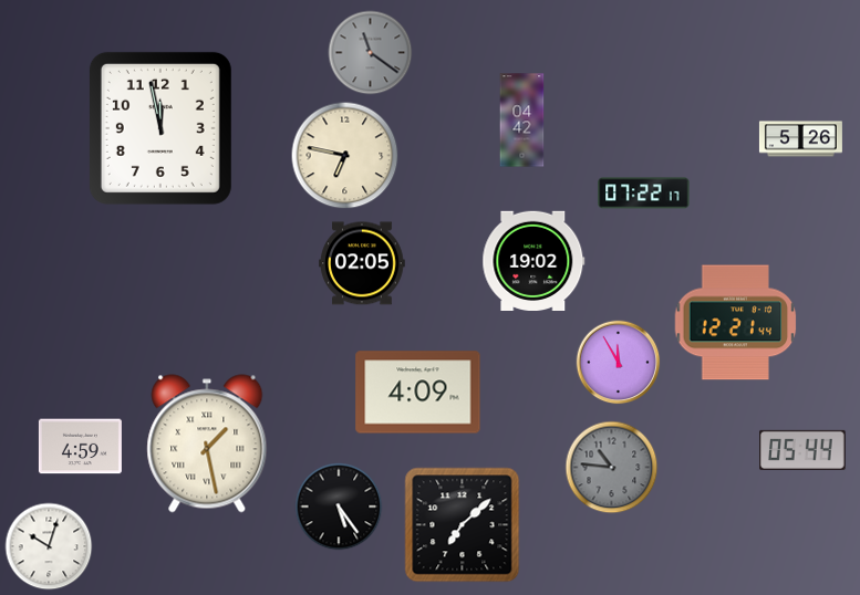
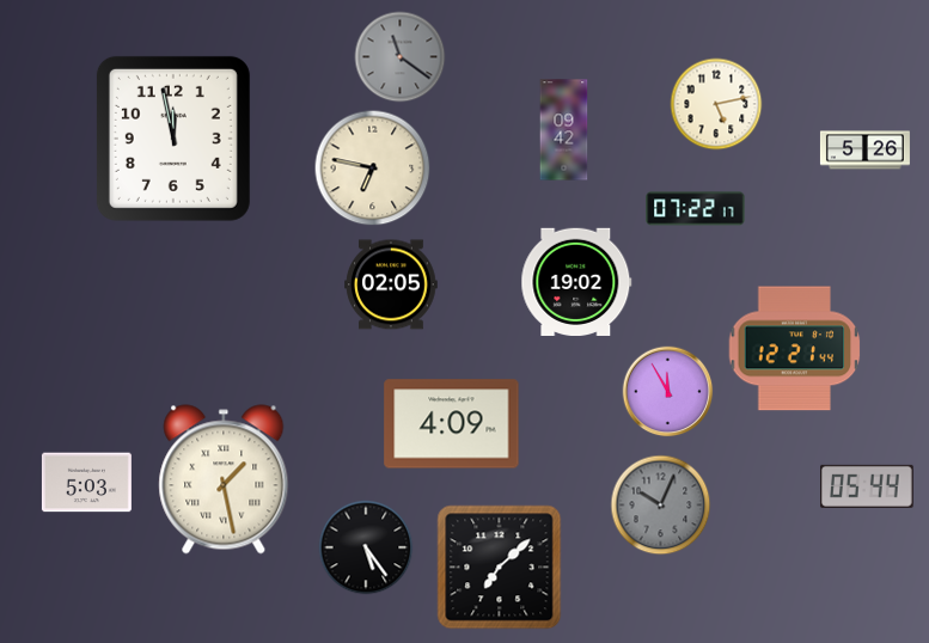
clock at (716, 104): none -> 5:13
clock at (522, 121): 04:42 -> 09:42
clock at (80, 447): 4:59 -> 5:03
clock at (612, 468): 10:46 -> 10:04
clock at (49, 546): 10:03 -> none
